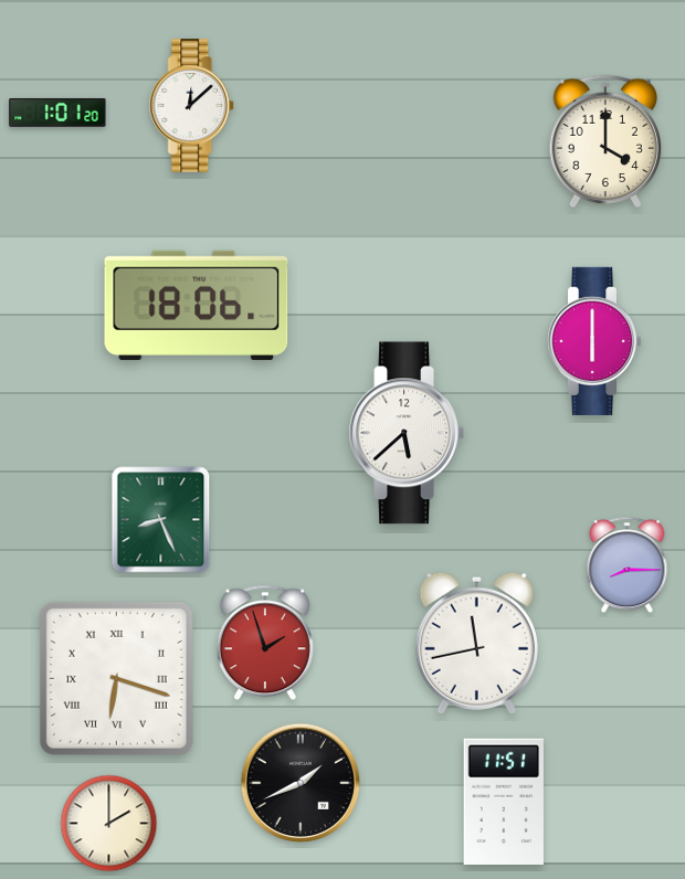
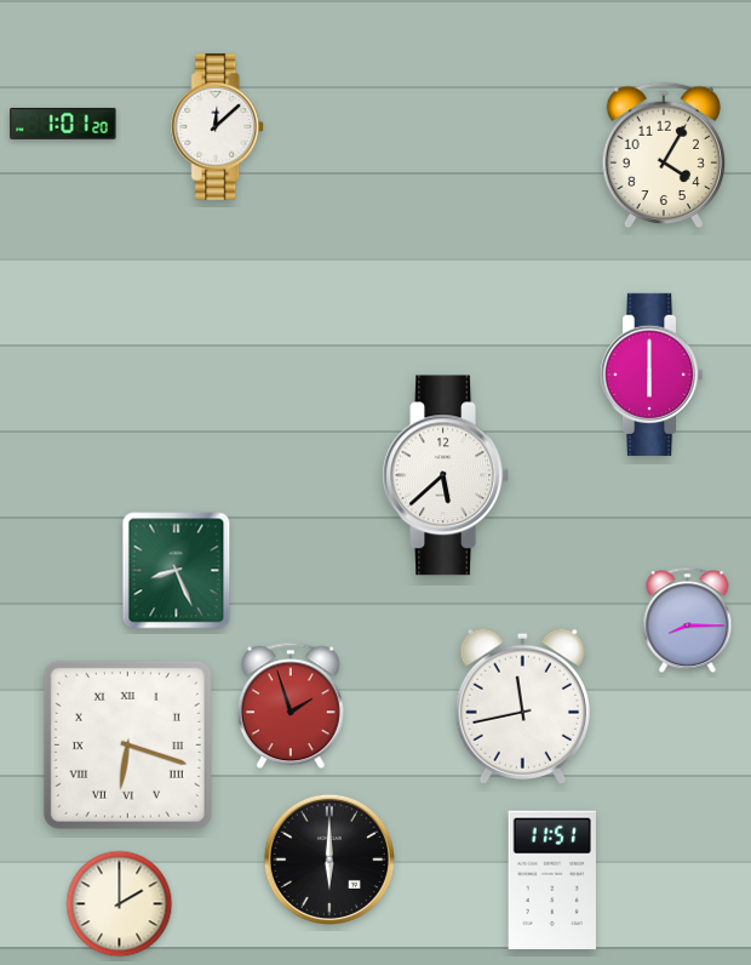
clock at (192, 106) position: (192, 106) -> (218, 127)
clock at (605, 141): 4:00 -> 4:05
clock at (197, 305): 18:06 -> none
clock at (299, 783): 1:41 -> 6:00
